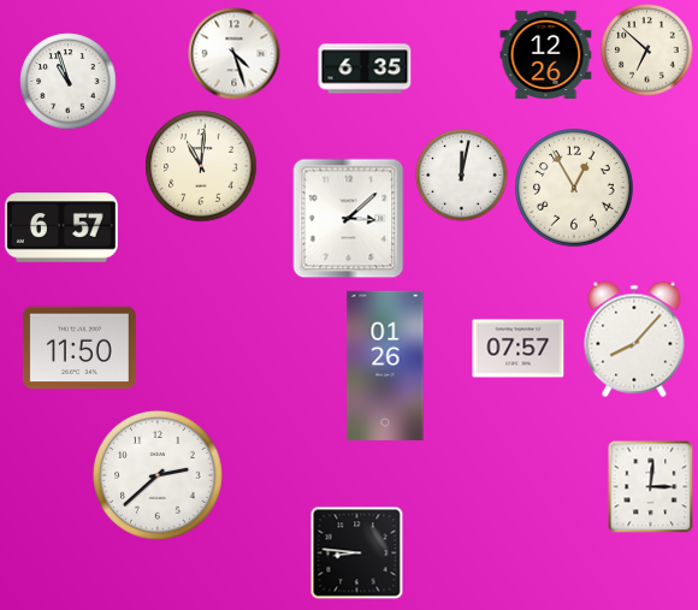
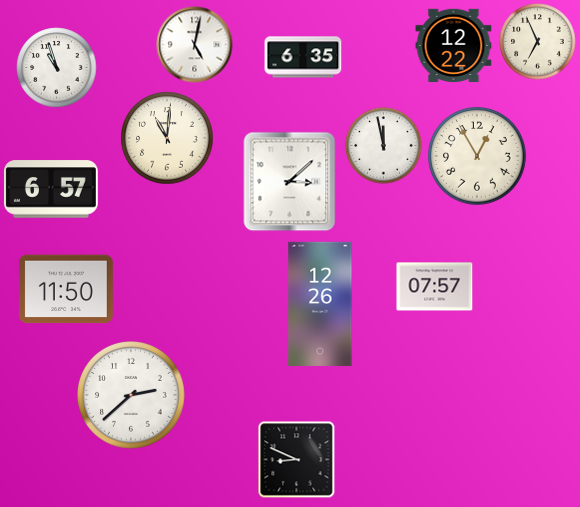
clock at (647, 51): 6:52 -> 6:56
clock at (235, 54): 4:27 -> 5:02
clock at (546, 55): 12:26 -> 12:22
clock at (462, 176): 12:02 -> 11:58
clock at (634, 339): 8:07 -> none
clock at (519, 349) position: (519, 349) -> (435, 287)
clock at (385, 366): 01:26 -> 12:26
clock at (651, 486): 3:01 -> none
clock at (357, 553): 8:46 -> 8:49
